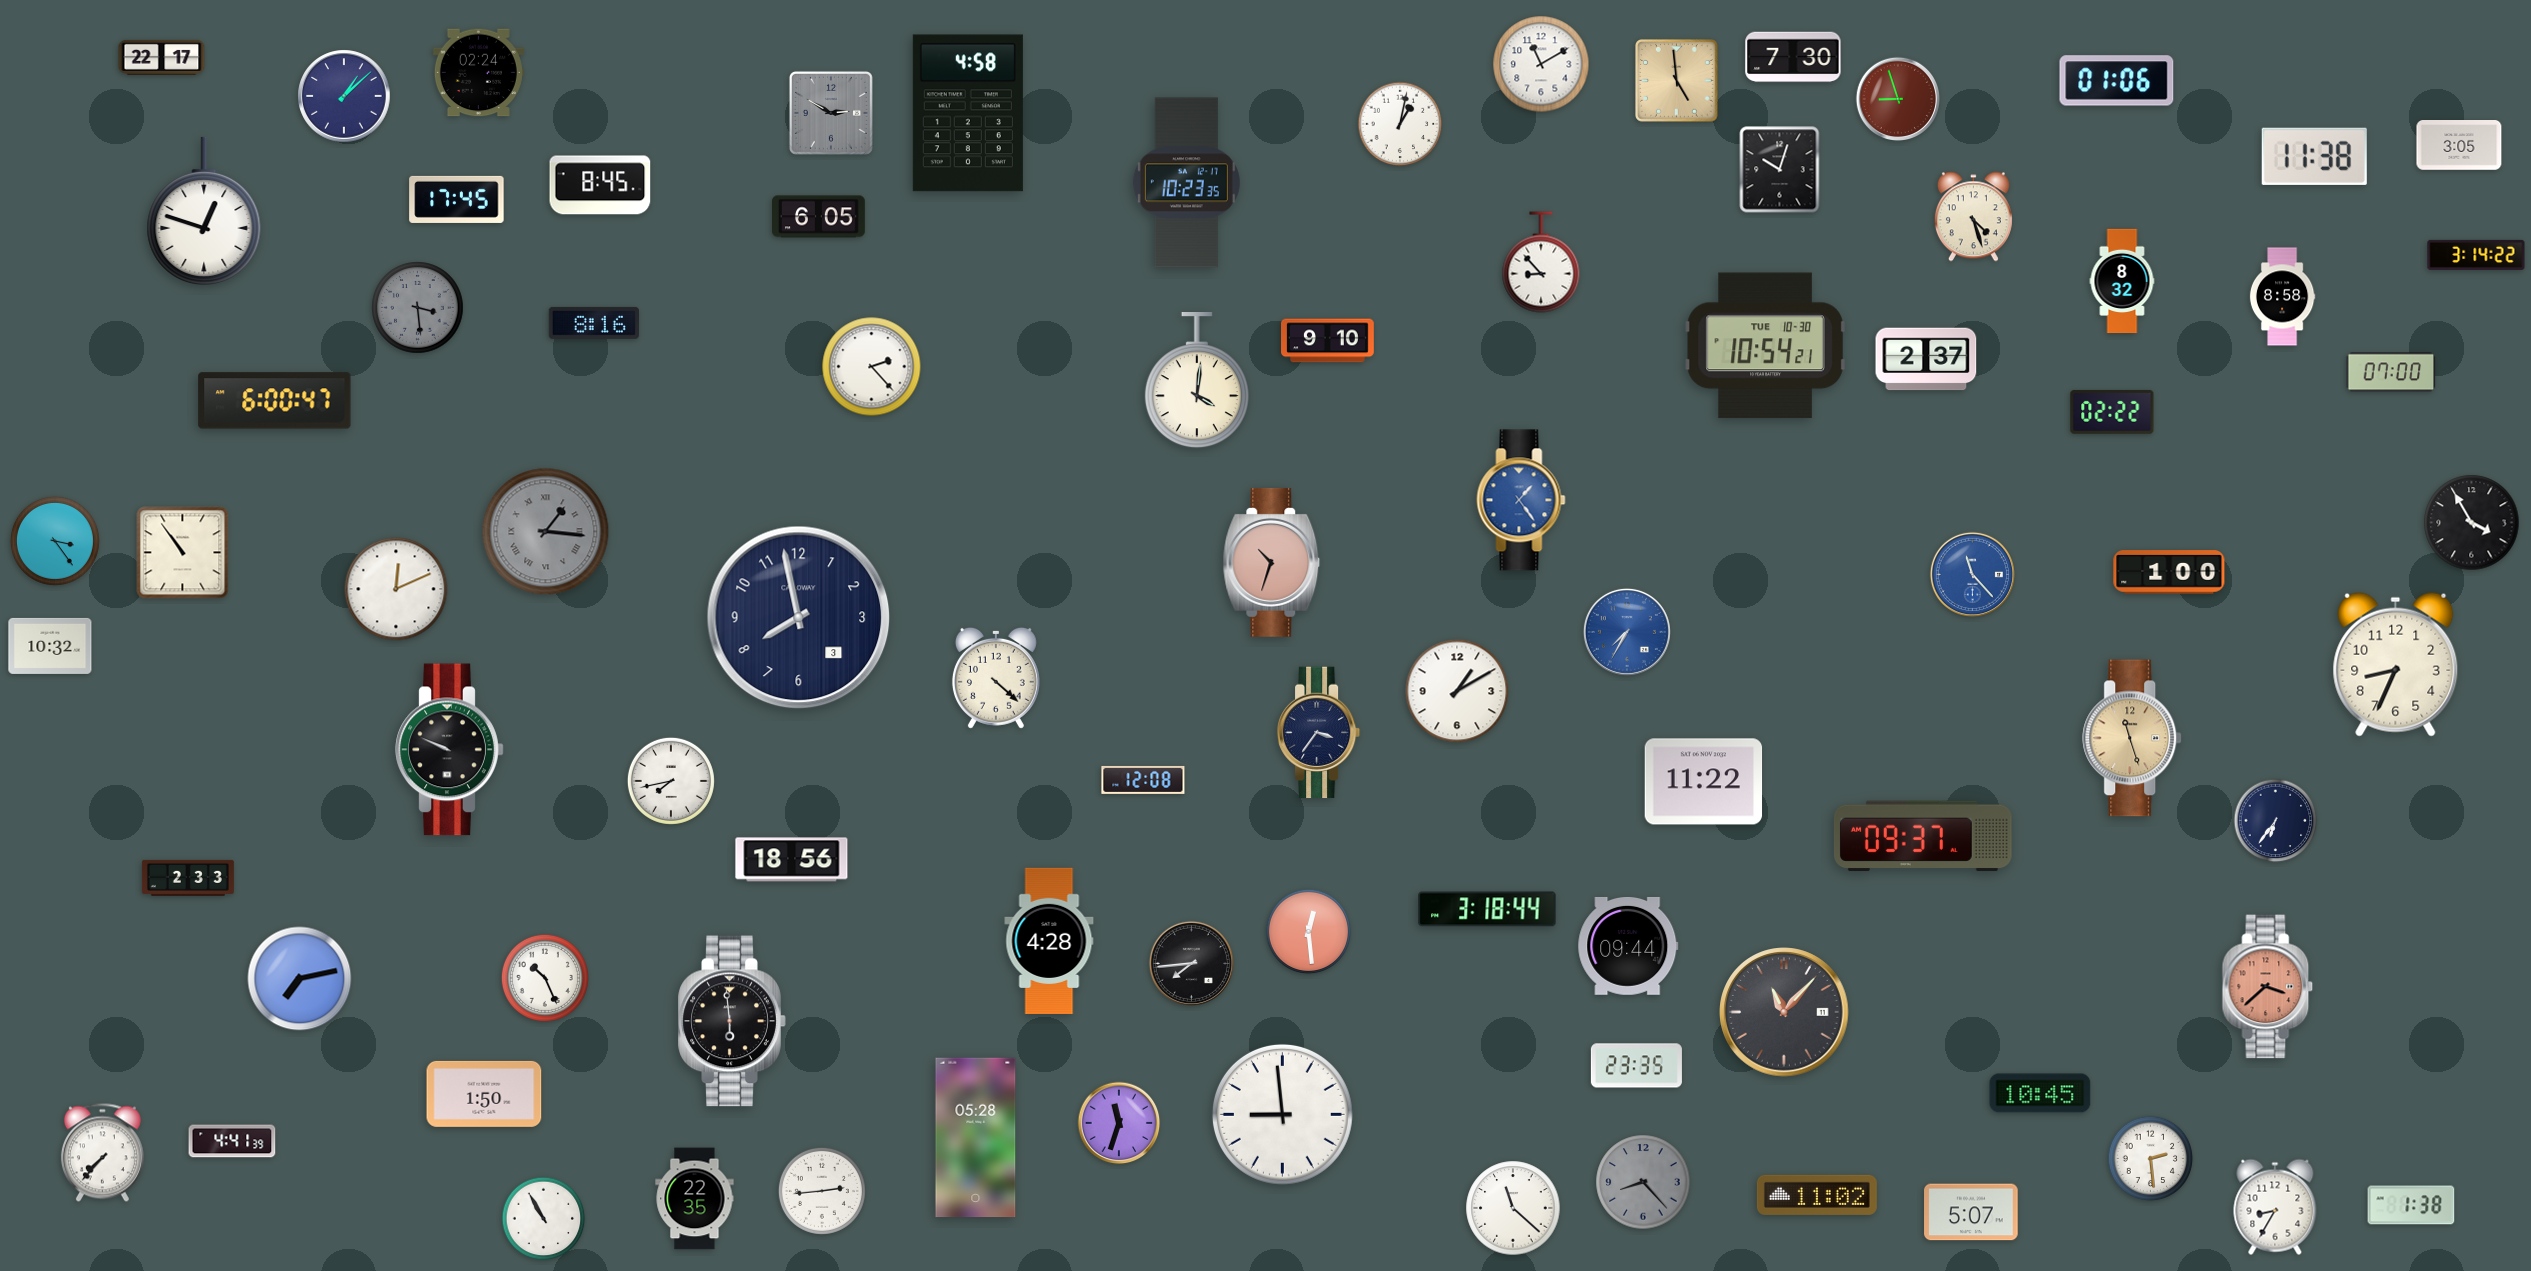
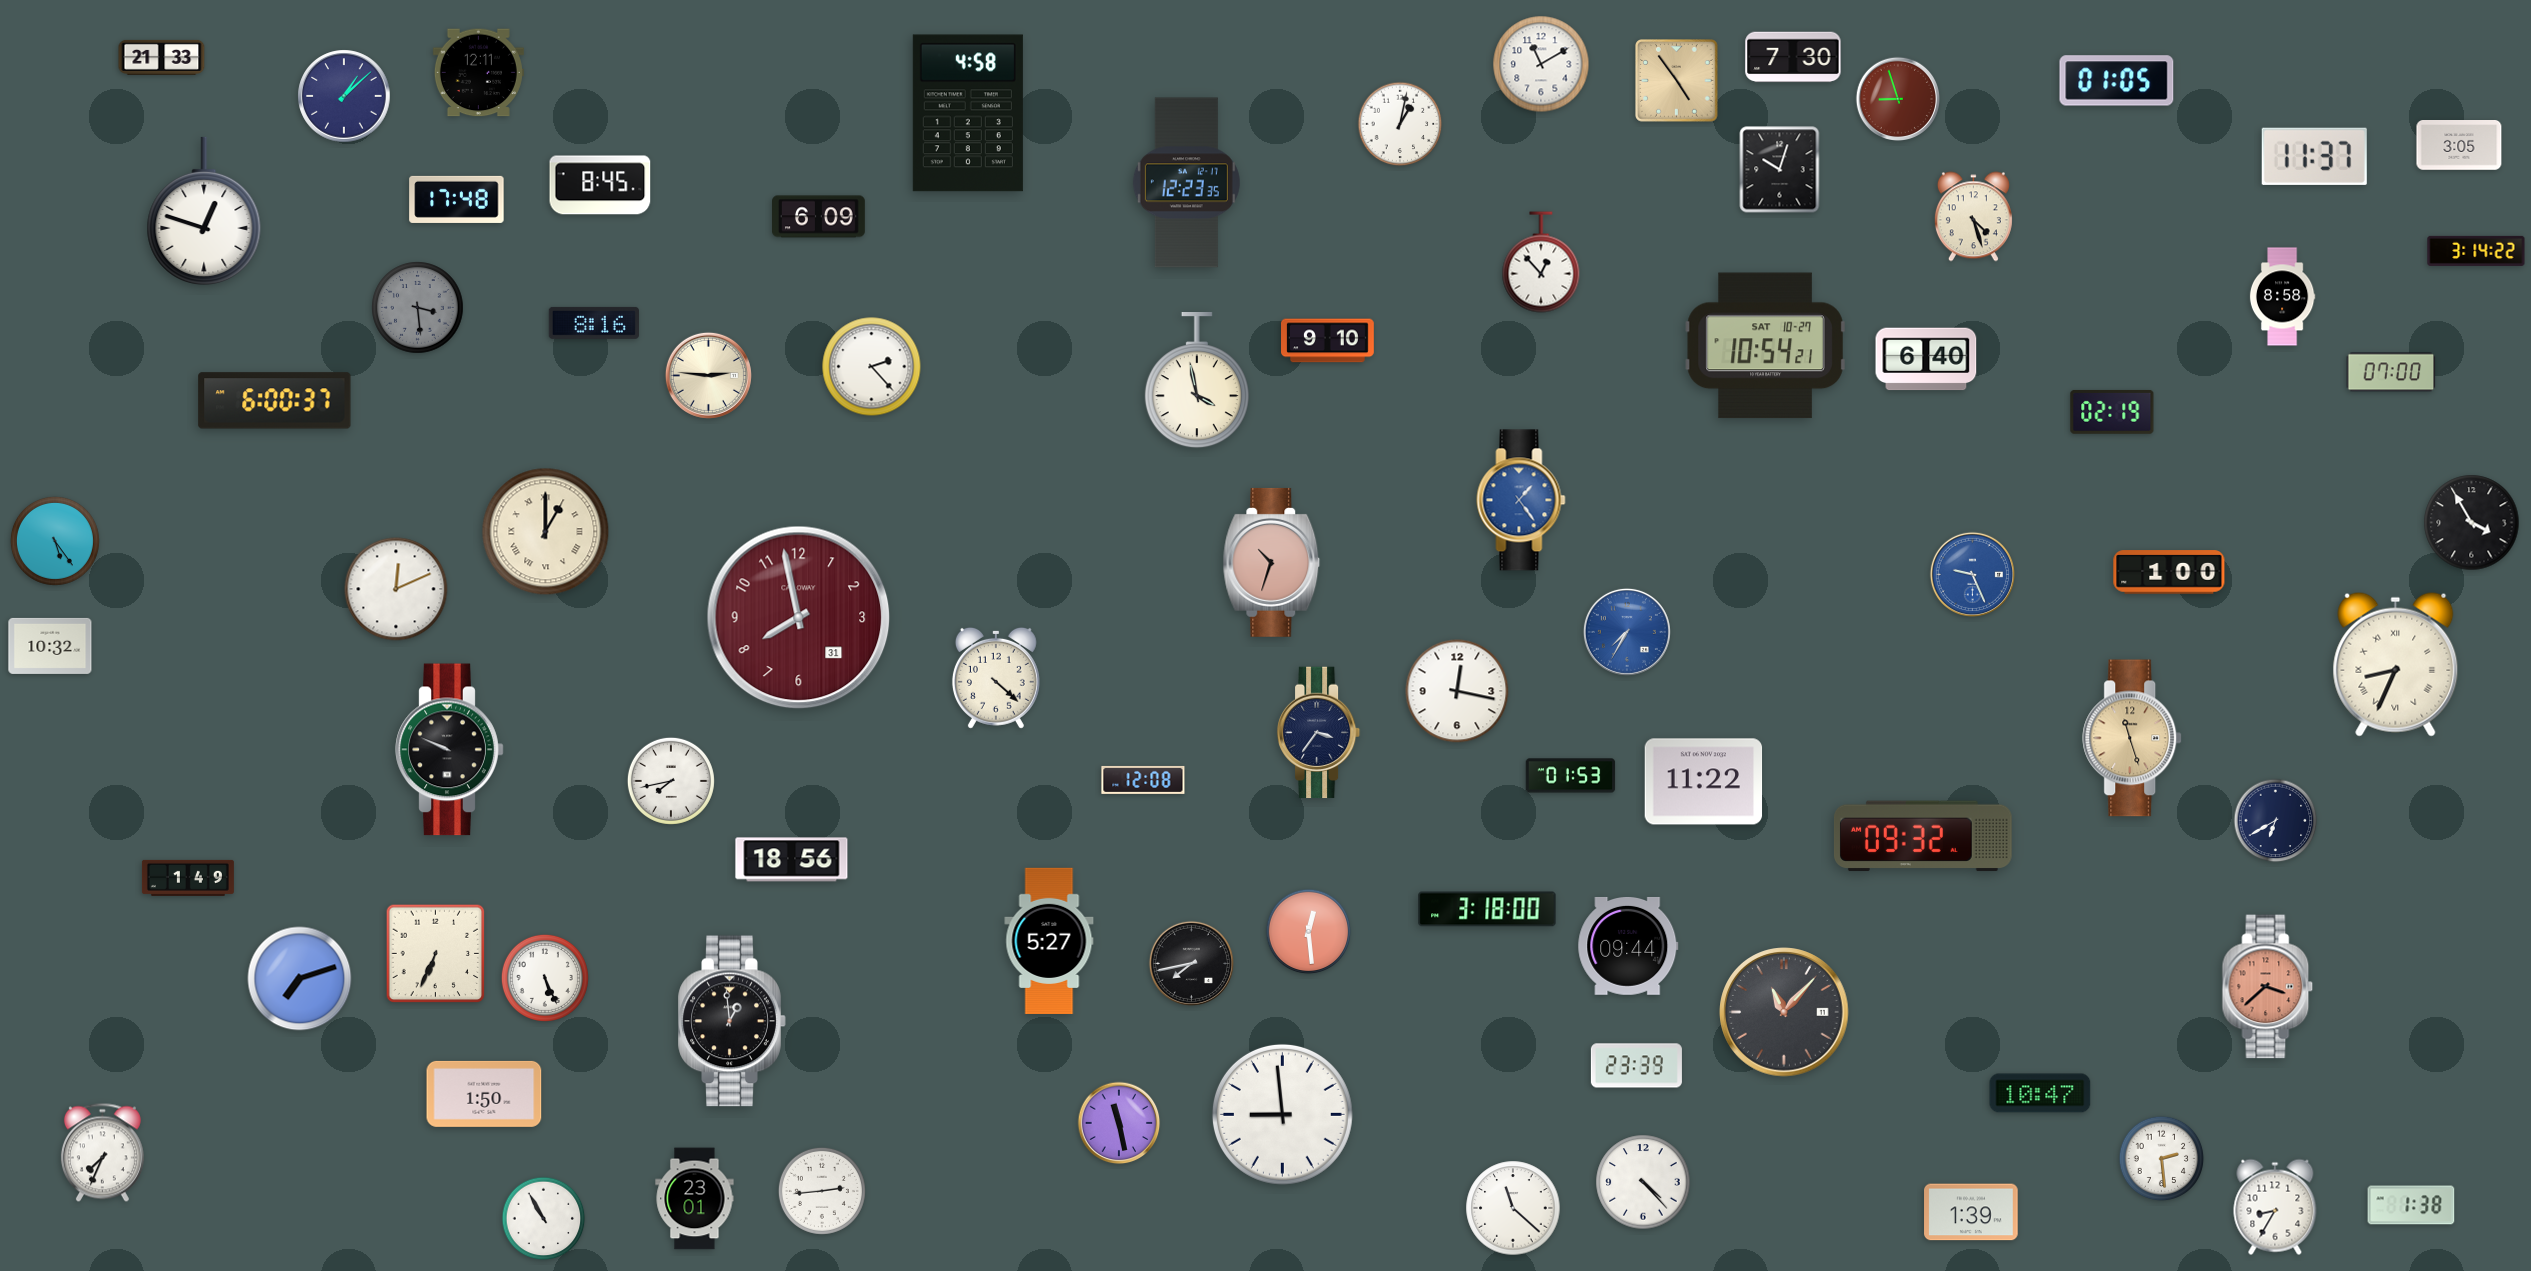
clock at (162, 57): 22:17 -> 21:33
clock at (478, 73): 02:24 -> 12:11
clock at (1677, 81): 4:59 -> 4:54
clock at (2117, 81): 01:06 -> 01:05
clock at (831, 113): 2:50 -> none
clock at (2314, 156): 11:38 -> 11:37
clock at (1186, 183): 10:23 -> 12:23
clock at (457, 199): 17:45 -> 17:48
clock at (819, 217): 6:05 -> 6:09
clock at (2476, 255) position: (2476, 255) -> (2476, 251)
clock at (1541, 262): 8:53 -> 12:53
clock at (2122, 281): 8:32 -> none
clock at (1765, 346) date: TUE 10-30 -> SAT 10-27
clock at (1926, 359): 2:37 -> 6:40
clock at (708, 375): none -> 2:46
clock at (1197, 381): 4:01 -> 3:58
clock at (275, 401): 6:00:47 -> 6:00:37
clock at (2112, 412): 02:22 -> 02:19
clock at (546, 532): 1:16 -> 1:00
clock at (546, 532) dial: grey -> cream
clock at (55, 541): 3:24 -> 5:24
clock at (183, 553): 10:54 -> none
clock at (1972, 574): 11:23 -> 9:26
clock at (799, 618) date: 3 -> 31
clock at (799, 618) dial: navy -> burgundy
clock at (2396, 664) numerals: Arabic -> Roman
clock at (1457, 691): 1:10 -> 12:17
clock at (1571, 776): none -> 01:53
clock at (2276, 821): 6:36 -> 6:40
clock at (1923, 836): 09:37 -> 09:32
clock at (188, 878): 2:33 -> 1:49
clock at (1487, 909): 3:18:44 -> 3:18:00
clock at (1049, 940): 4:28 -> 5:27
clock at (436, 954): none -> 6:34
clock at (1191, 963): 7:44 -> 7:43
clock at (545, 978): 10:26 -> 5:26
clock at (300, 979): 7:13 -> 7:12
clock at (732, 1021): 5:59 -> 12:59
clock at (1636, 1066): 23:35 -> 23:39
clock at (2040, 1093): 10:45 -> 10:47
clock at (1119, 1123): 11:33 -> 11:28
clock at (976, 1138): 05:28 -> none
clock at (232, 1141): 4:41 -> none
clock at (102, 1153): 7:37 -> 7:34
clock at (2151, 1159) position: (2151, 1159) -> (2162, 1159)
clock at (1643, 1182): 8:23 -> 4:23
clock at (1643, 1182) dial: grey -> white
clock at (1817, 1195): 11:02 -> none
clock at (695, 1199): 22:35 -> 23:01
clock at (1971, 1212): 5:07 -> 1:39
